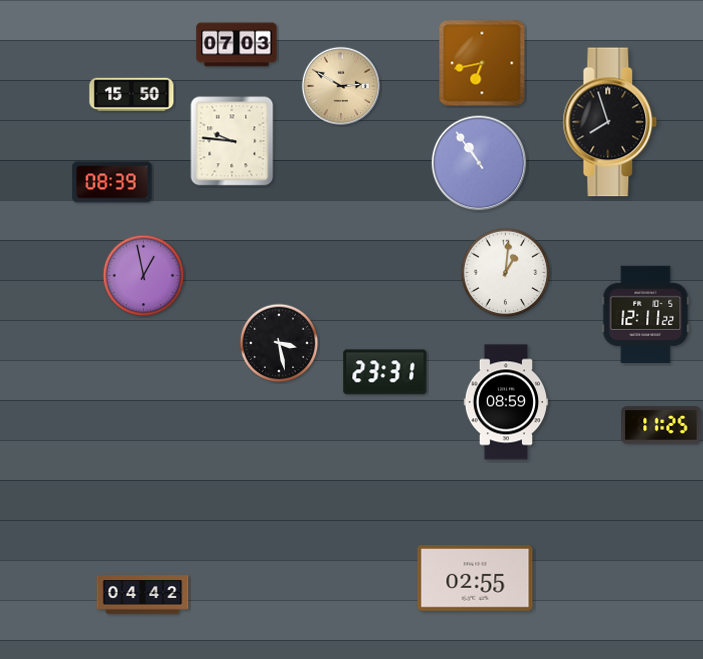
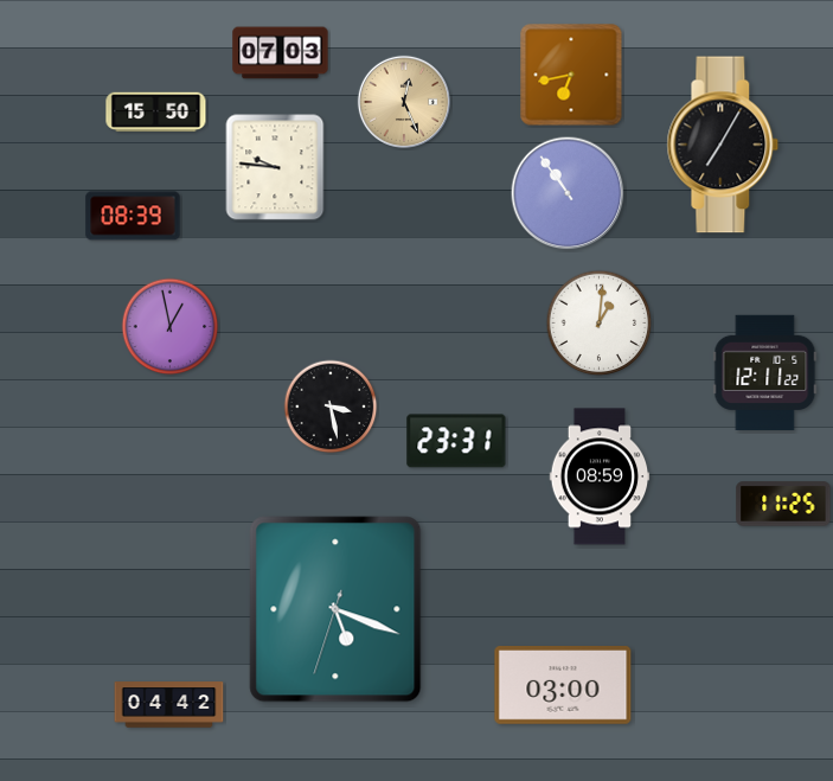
clock at (340, 85): 2:50 -> 12:26
clock at (610, 122): 7:57 -> 7:05
clock at (335, 609): none -> 5:18
clock at (475, 579): 02:55 -> 03:00
